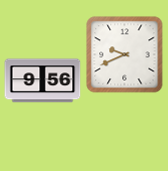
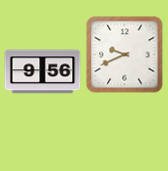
clock at (43, 81) position: (43, 81) -> (43, 72)
